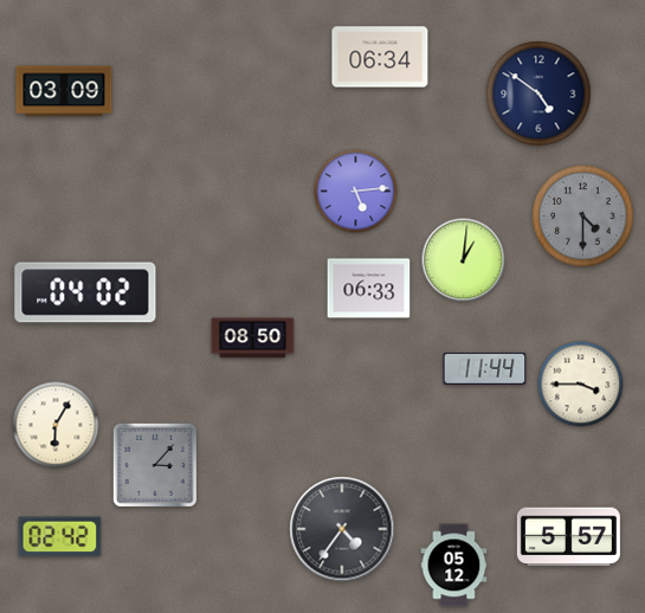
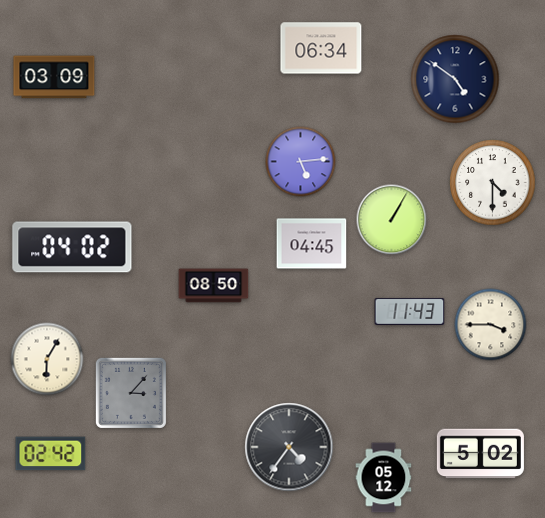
clock at (583, 217) dial: grey -> white
clock at (464, 260): 1:01 -> 1:05
clock at (369, 289): 06:33 -> 04:45
clock at (485, 368): 11:44 -> 11:43
clock at (568, 537): 5:57 -> 5:02
